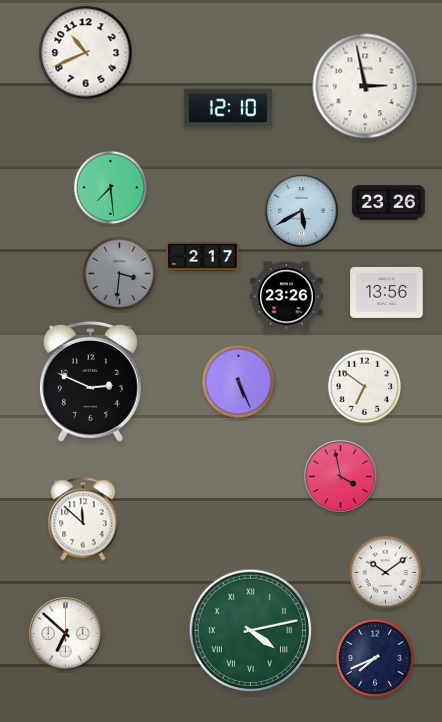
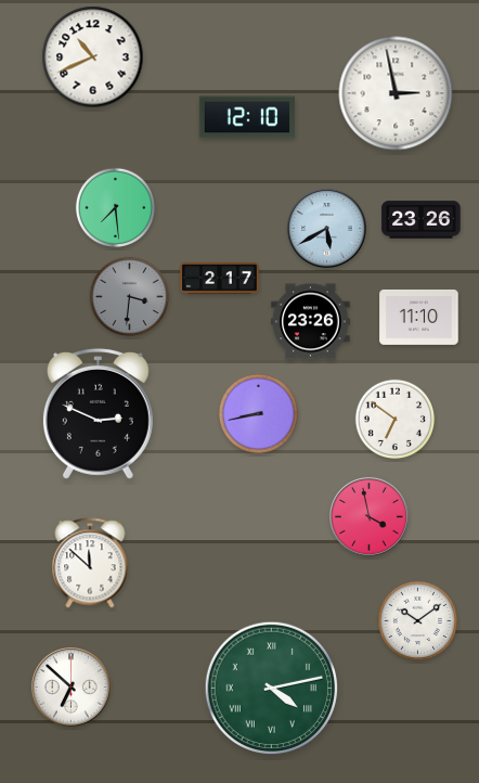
clock at (111, 188) position: (111, 188) -> (116, 208)
clock at (387, 292): 13:56 -> 11:10
clock at (239, 382): 5:26 -> 8:43
clock at (251, 631) position: (251, 631) -> (272, 689)
clock at (375, 658): 7:41 -> none
